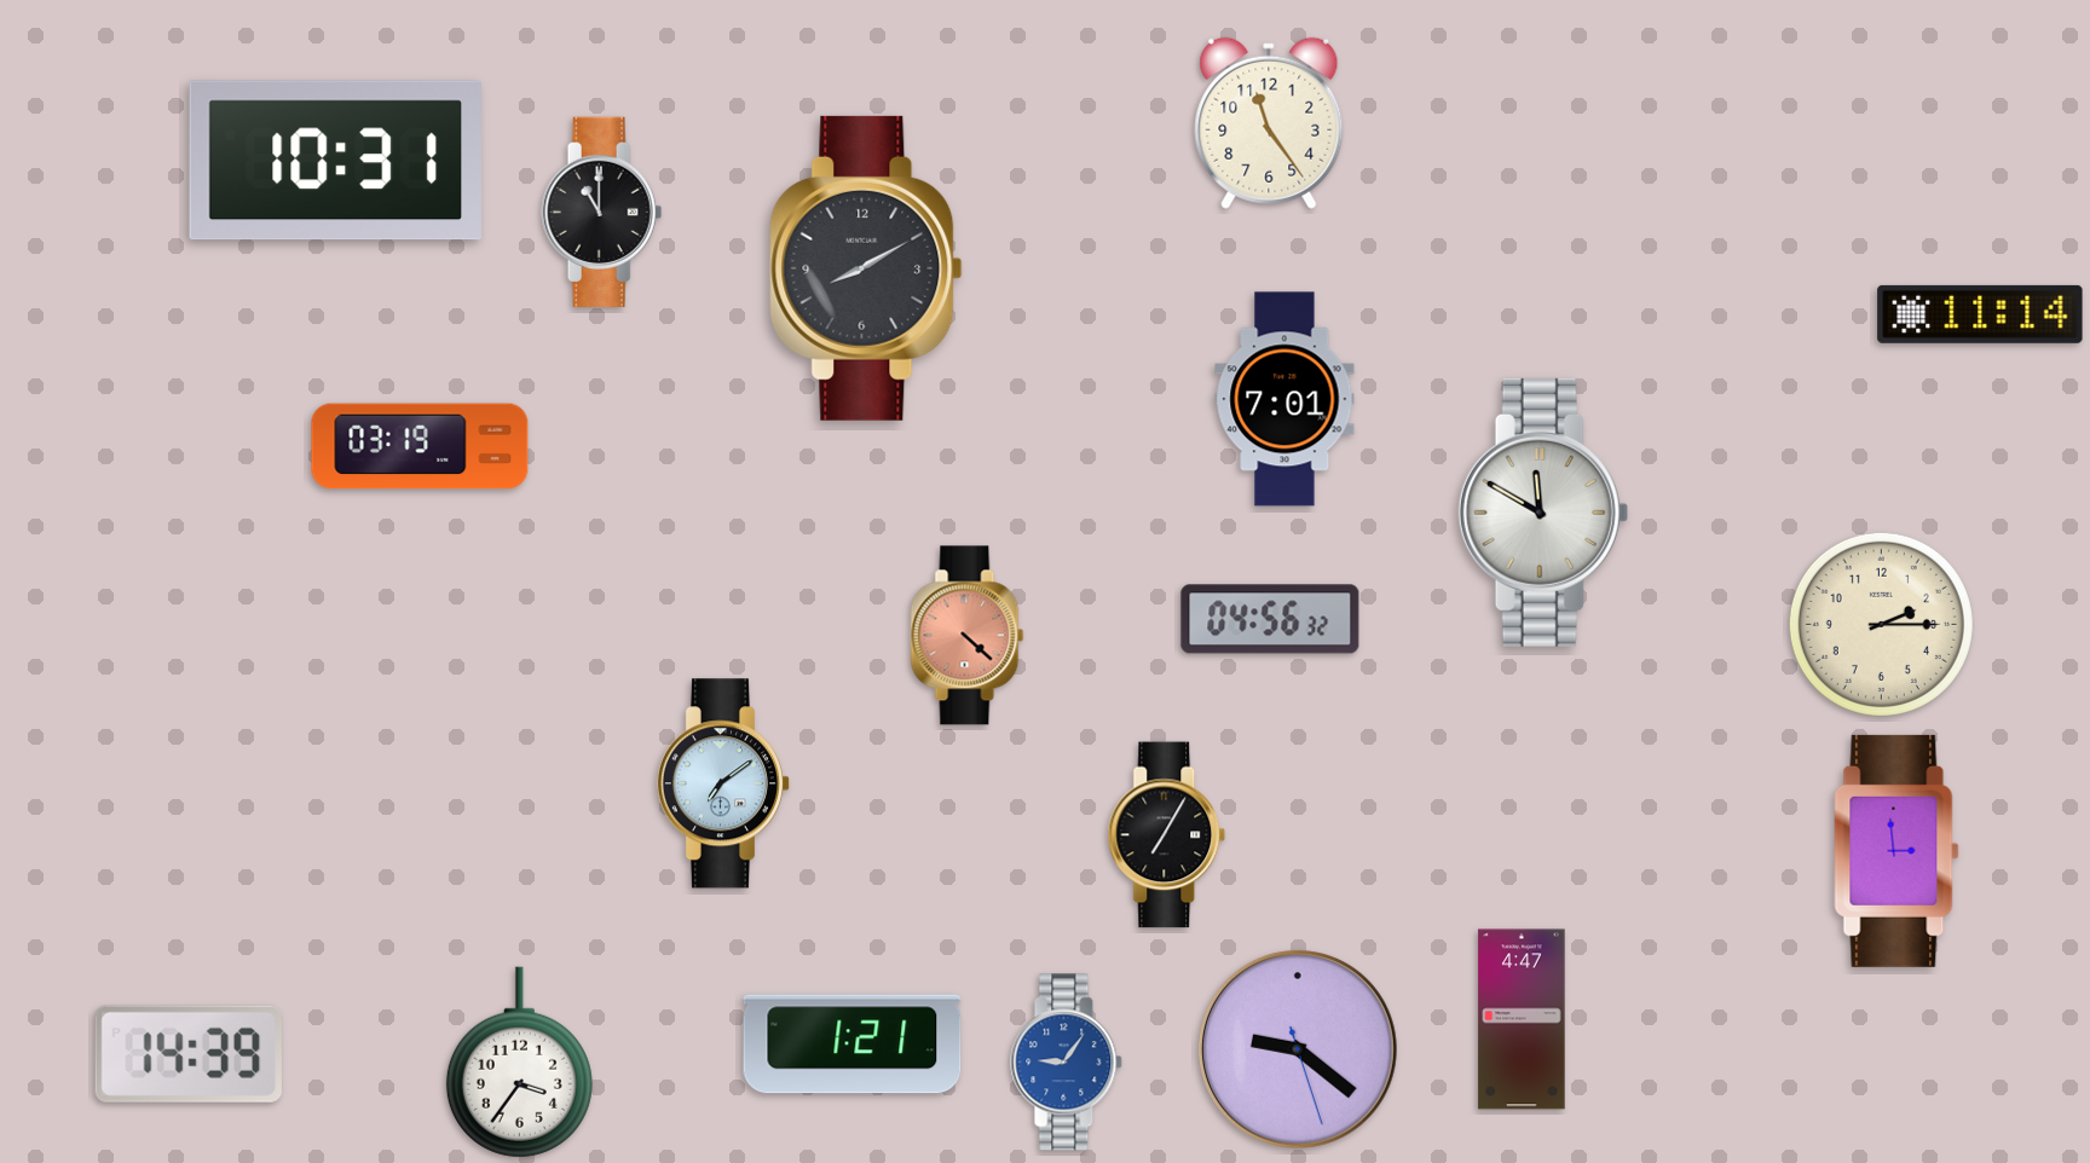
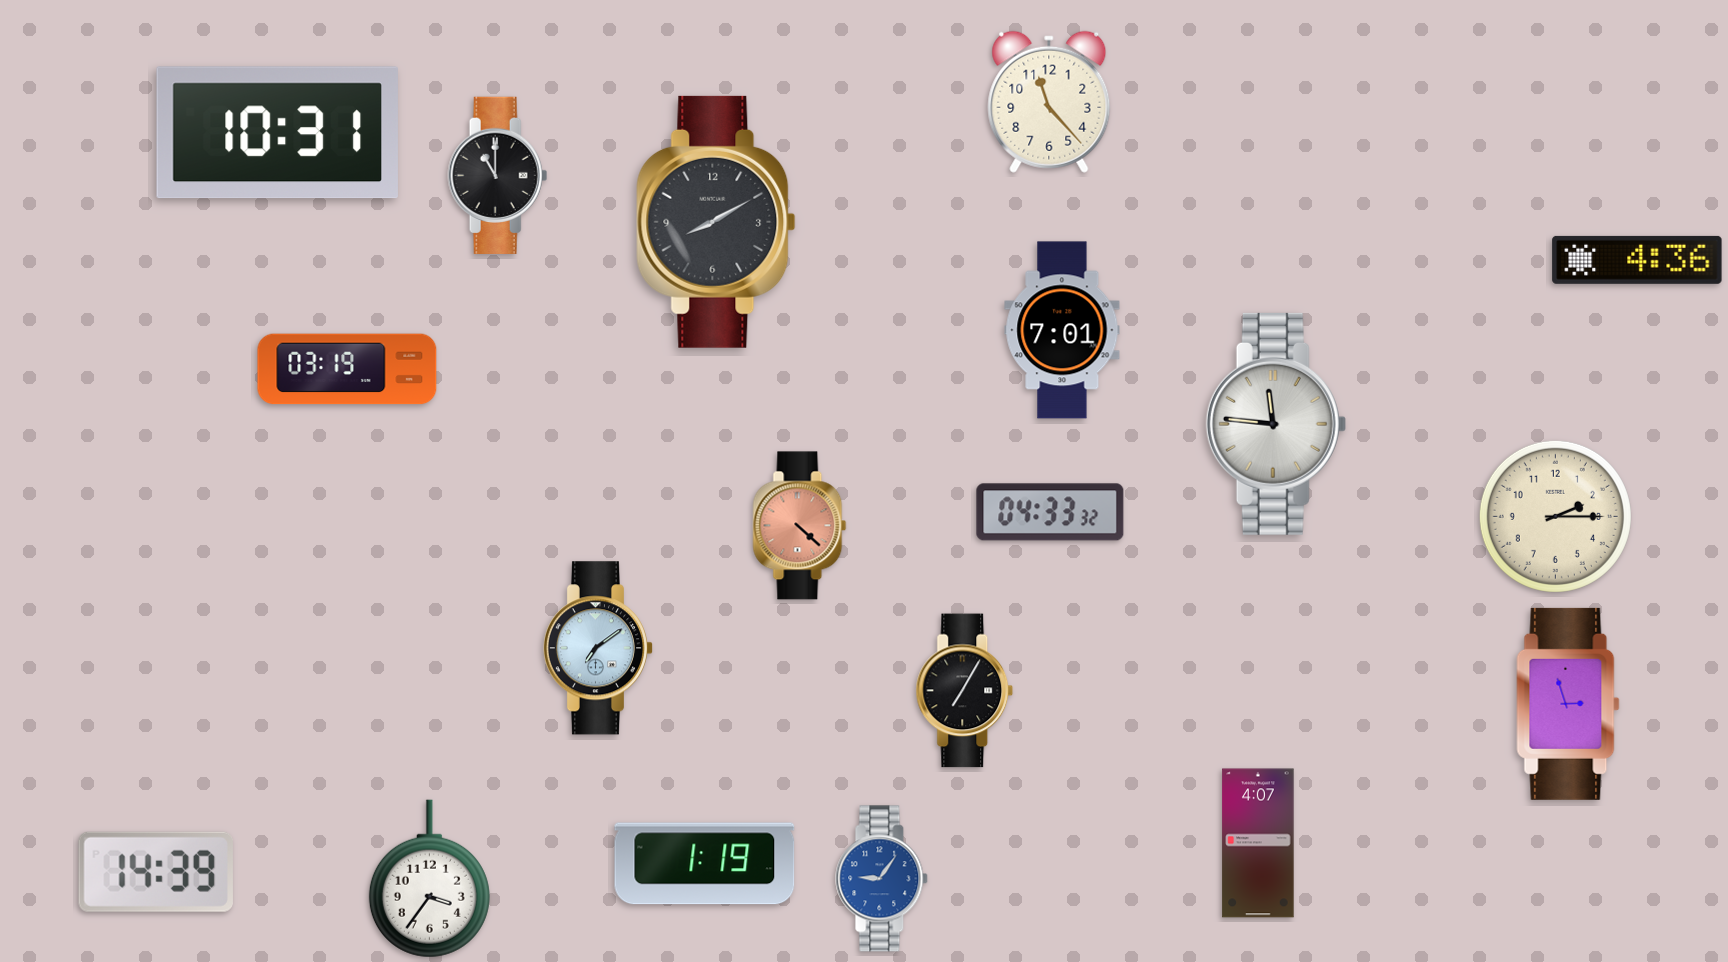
clock at (1269, 123): 11:24 -> 11:23
clock at (1980, 314): 11:14 -> 4:36
clock at (1543, 513): 11:50 -> 11:46
clock at (1270, 619): 04:56 -> 04:33
clock at (1896, 851): 2:59 -> 2:57
clock at (1522, 1019): 4:47 -> 4:07
clock at (853, 1045): 1:21 -> 1:19
clock at (1298, 1049): 9:21 -> none
